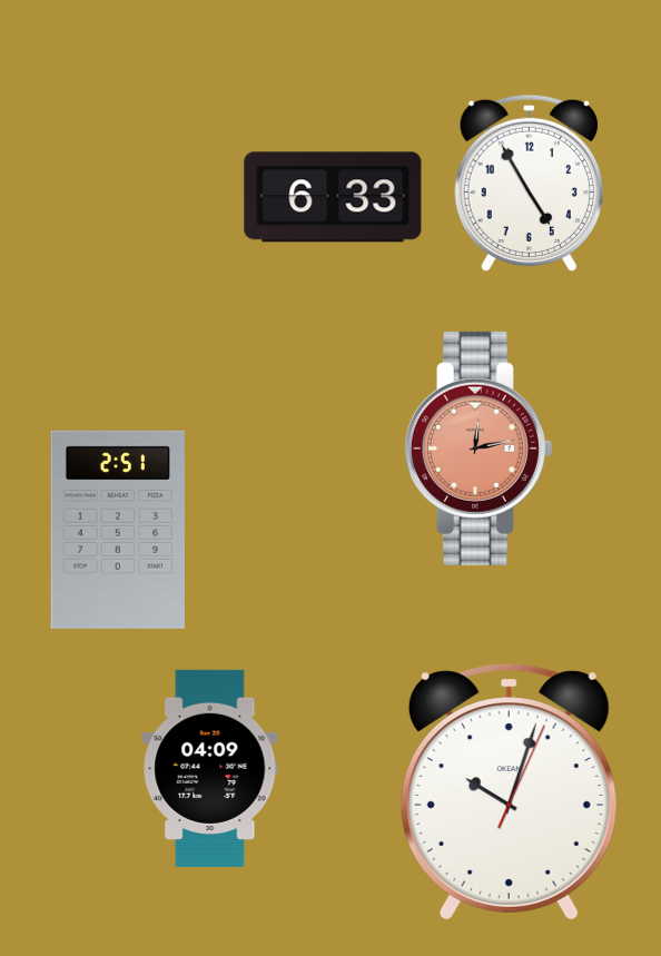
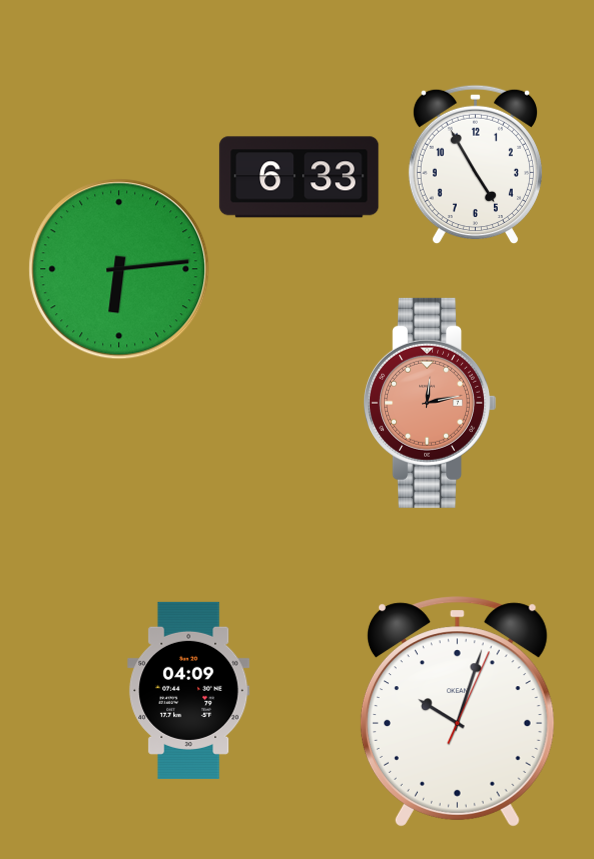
clock at (119, 269): none -> 6:14
clock at (118, 530): 2:51 -> none
